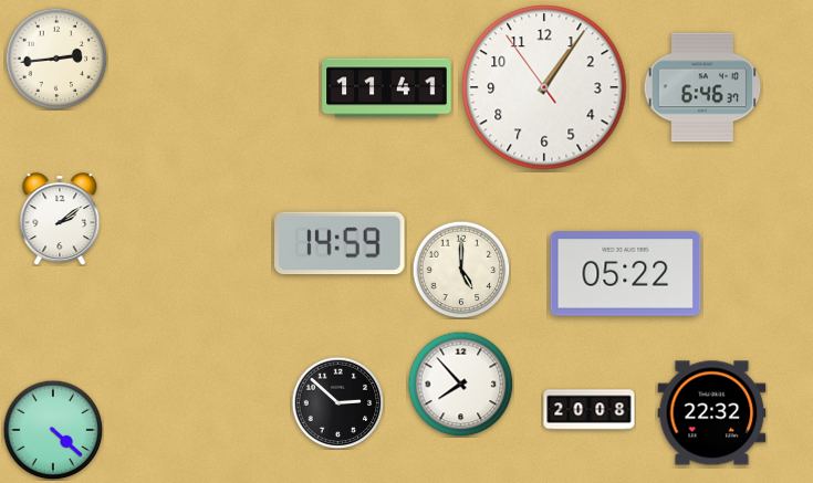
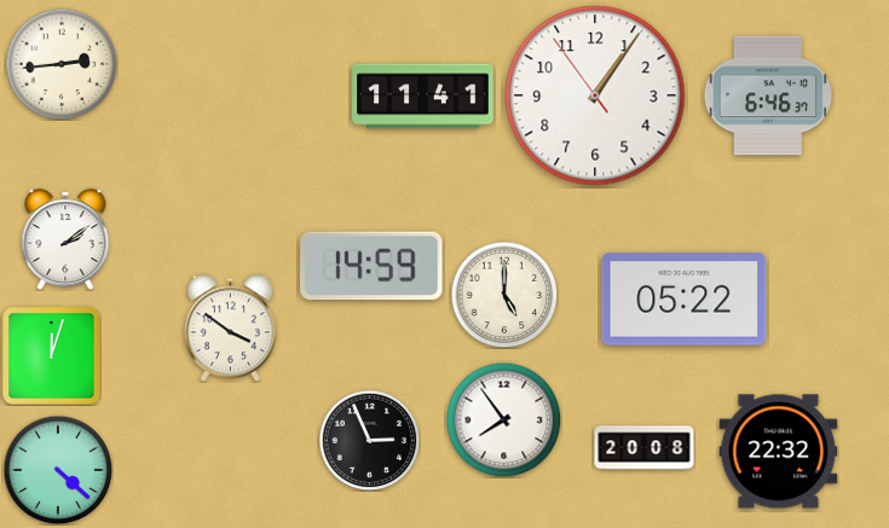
clock at (230, 329): none -> 3:51
clock at (52, 356): none -> 12:03
clock at (460, 384): 7:53 -> 7:54
clock at (337, 402): 2:52 -> 2:56
